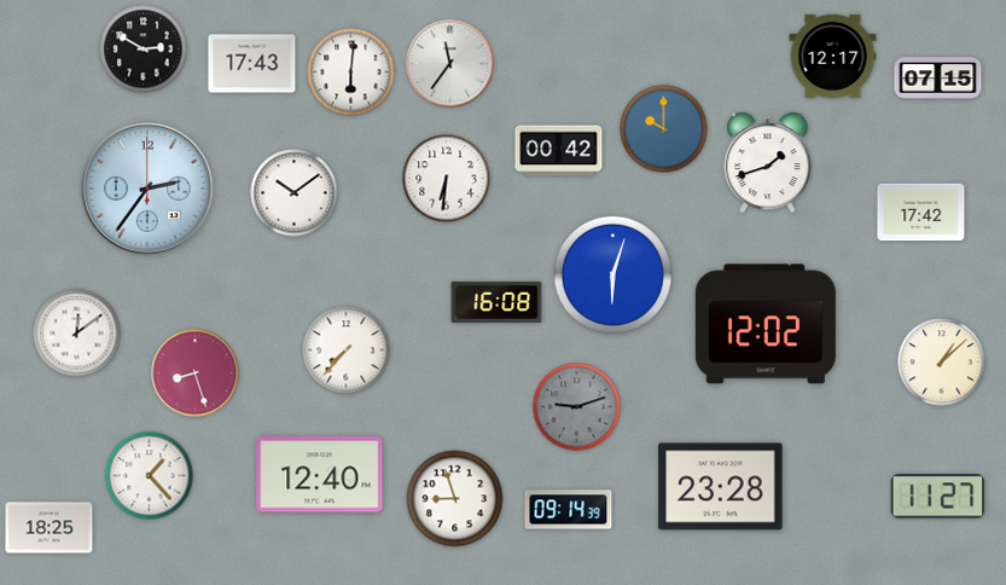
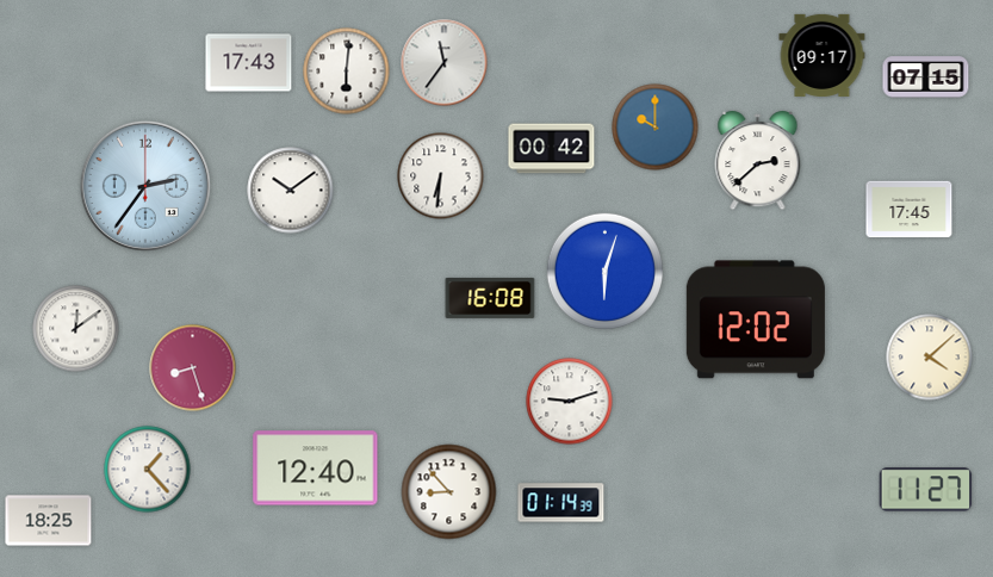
clock at (144, 50): 2:50 -> none
clock at (833, 56): 12:17 -> 09:17
clock at (768, 163): 1:42 -> 2:38
clock at (921, 213): 17:42 -> 17:45
clock at (347, 351): 7:37 -> none
clock at (942, 363): 1:08 -> 4:08
clock at (577, 407) dial: grey -> white
clock at (721, 487): 23:28 -> none
clock at (455, 499): 8:57 -> 8:53
clock at (569, 510): 09:14 -> 01:14
